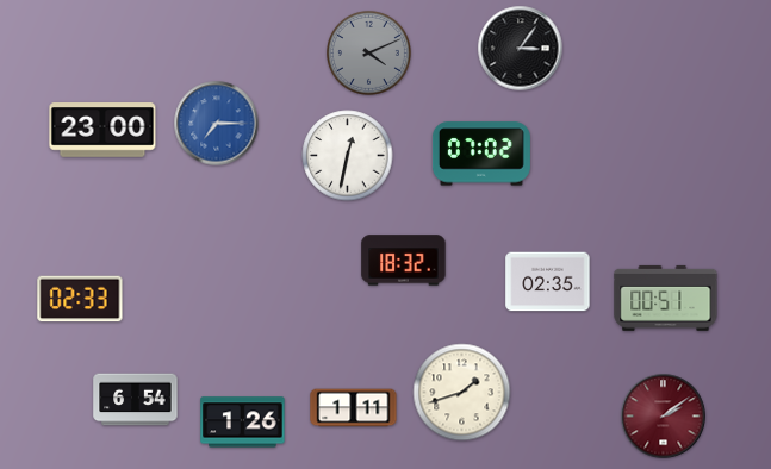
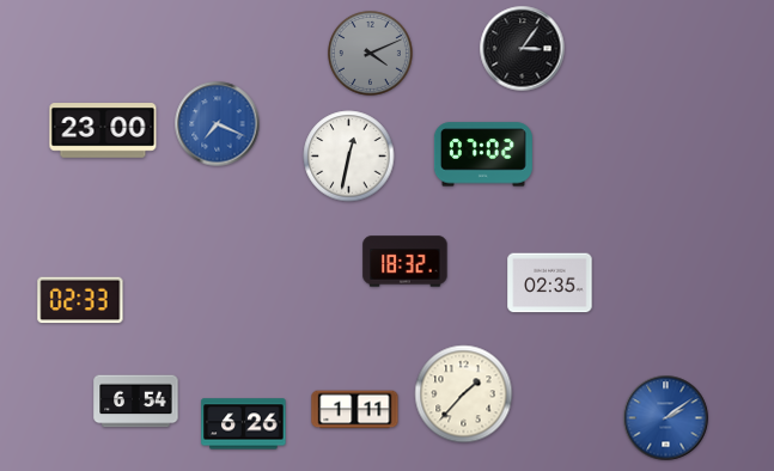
clock at (217, 124): 7:15 -> 7:19
clock at (666, 298): 00:51 -> none
clock at (462, 393): 1:42 -> 1:37
clock at (664, 417) dial: burgundy -> blue
clock at (243, 423): 1:26 -> 6:26
